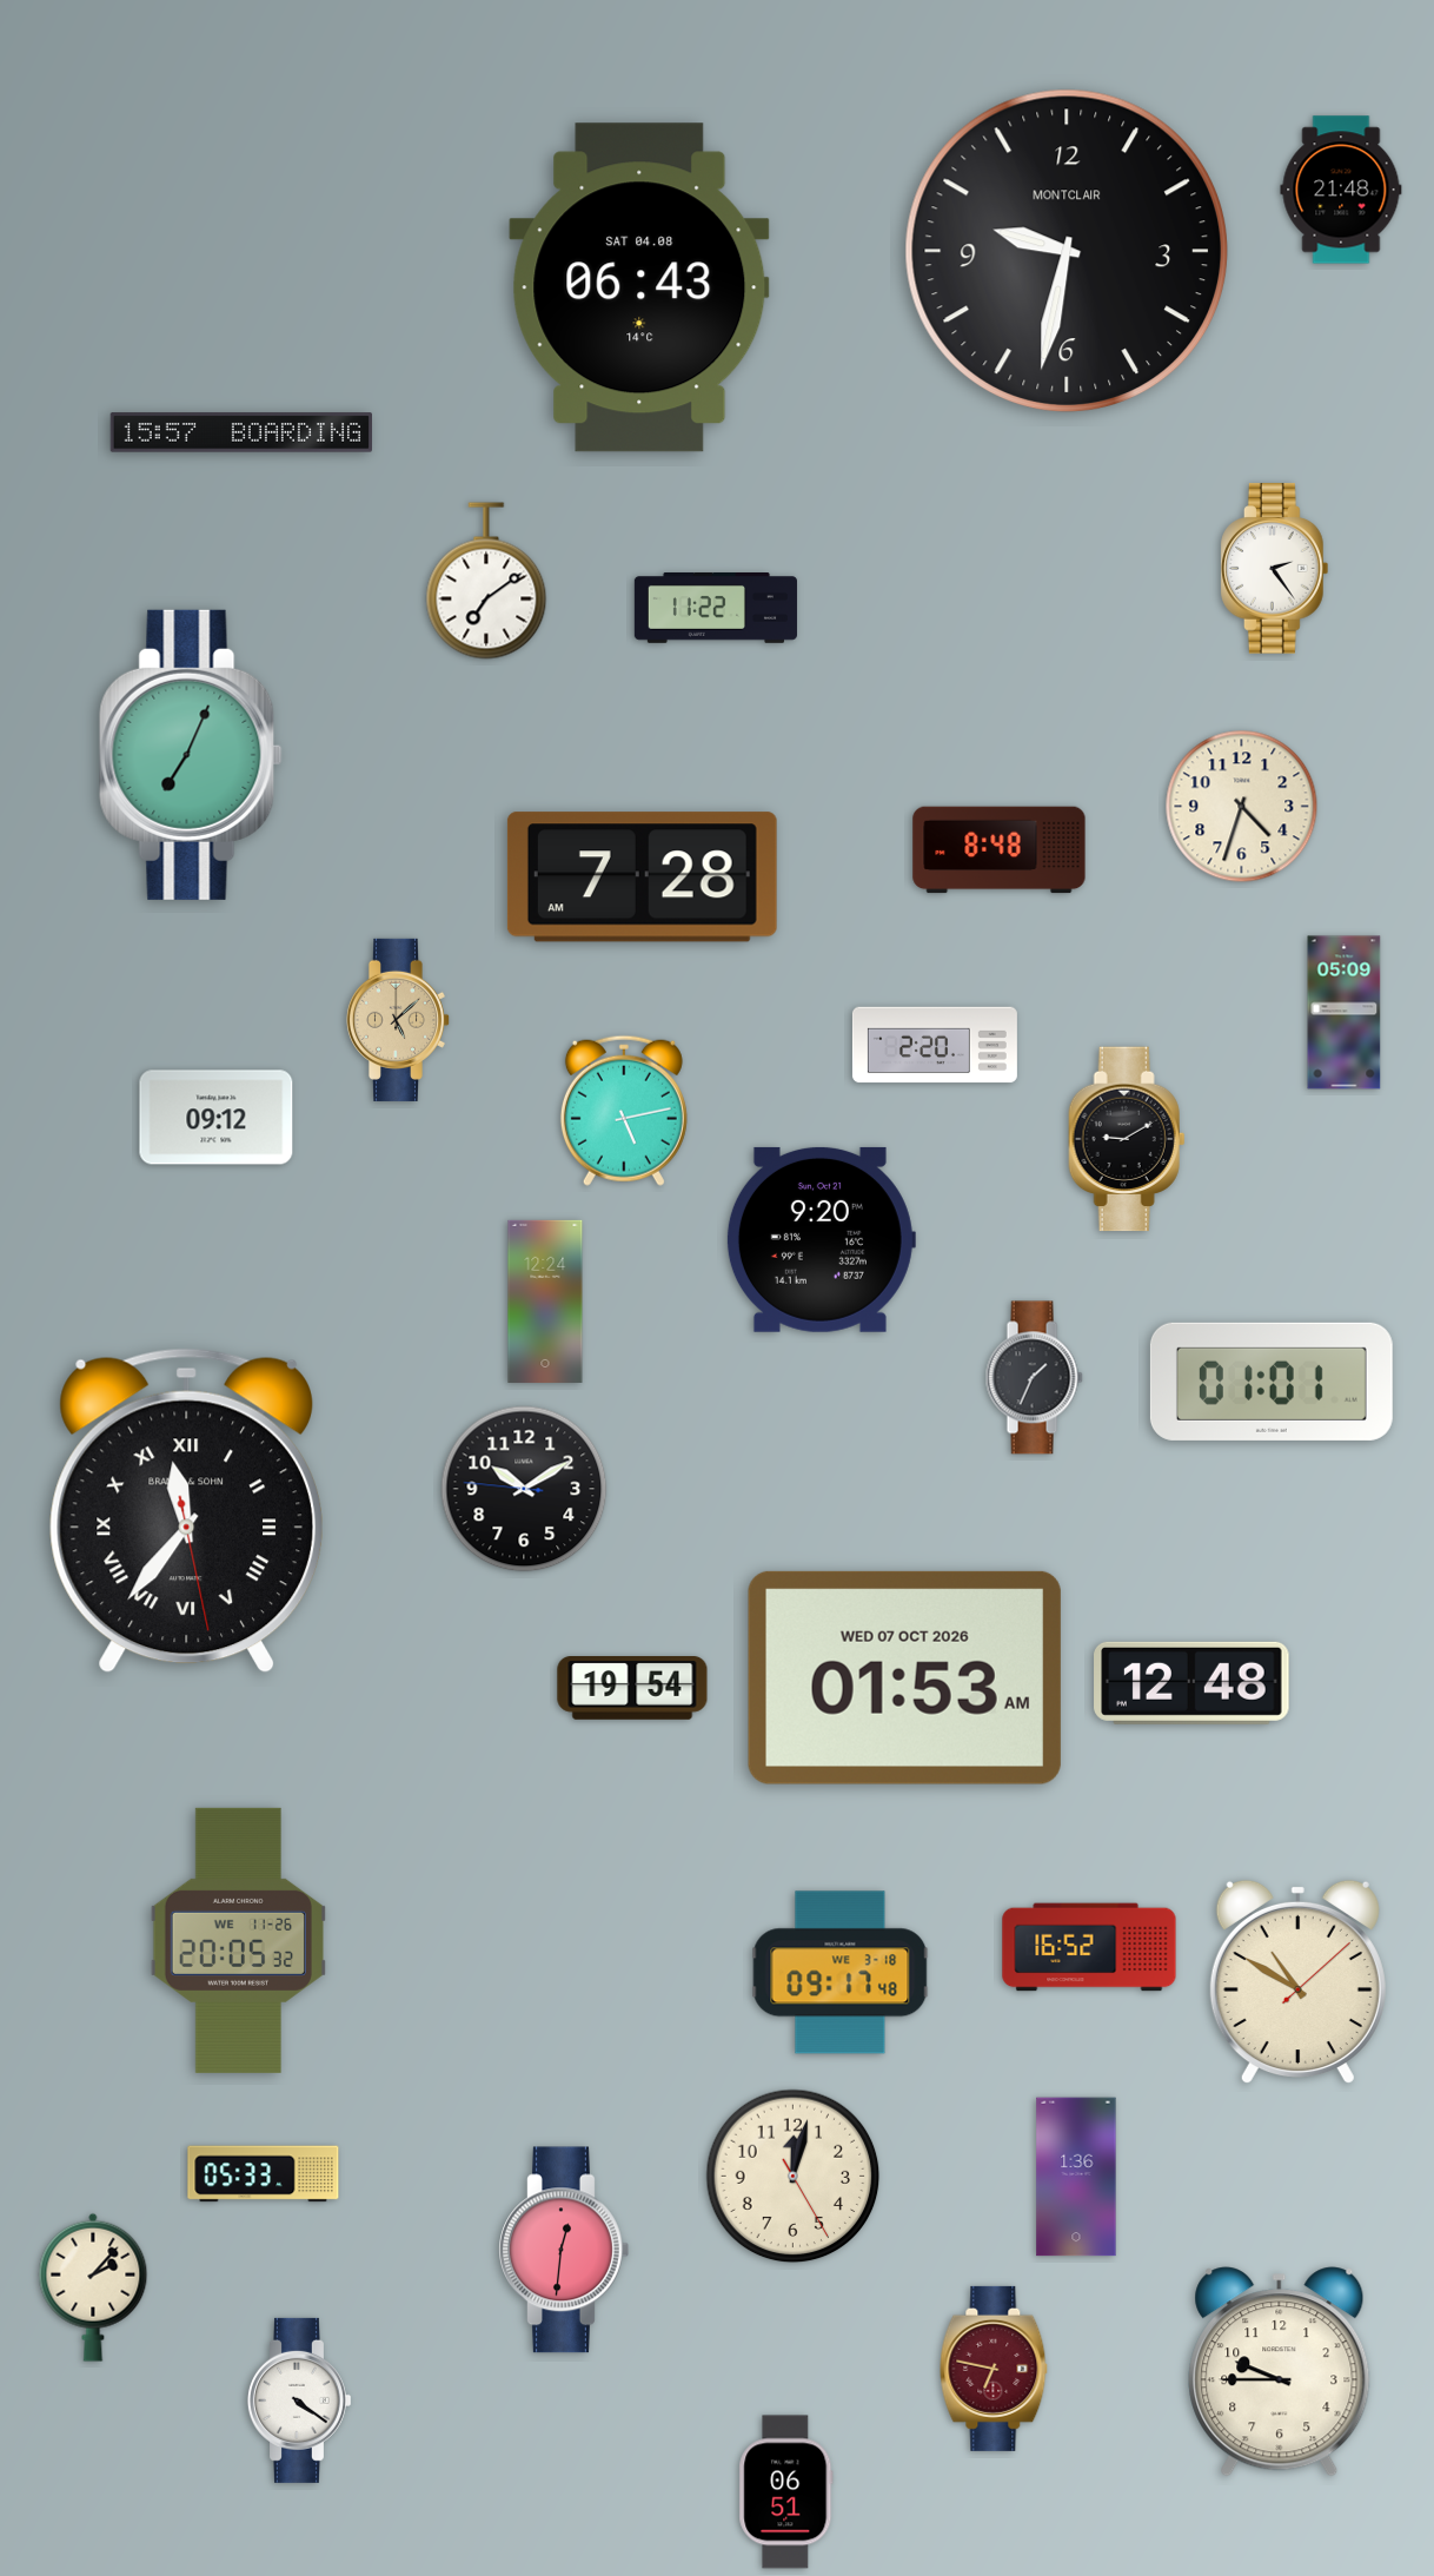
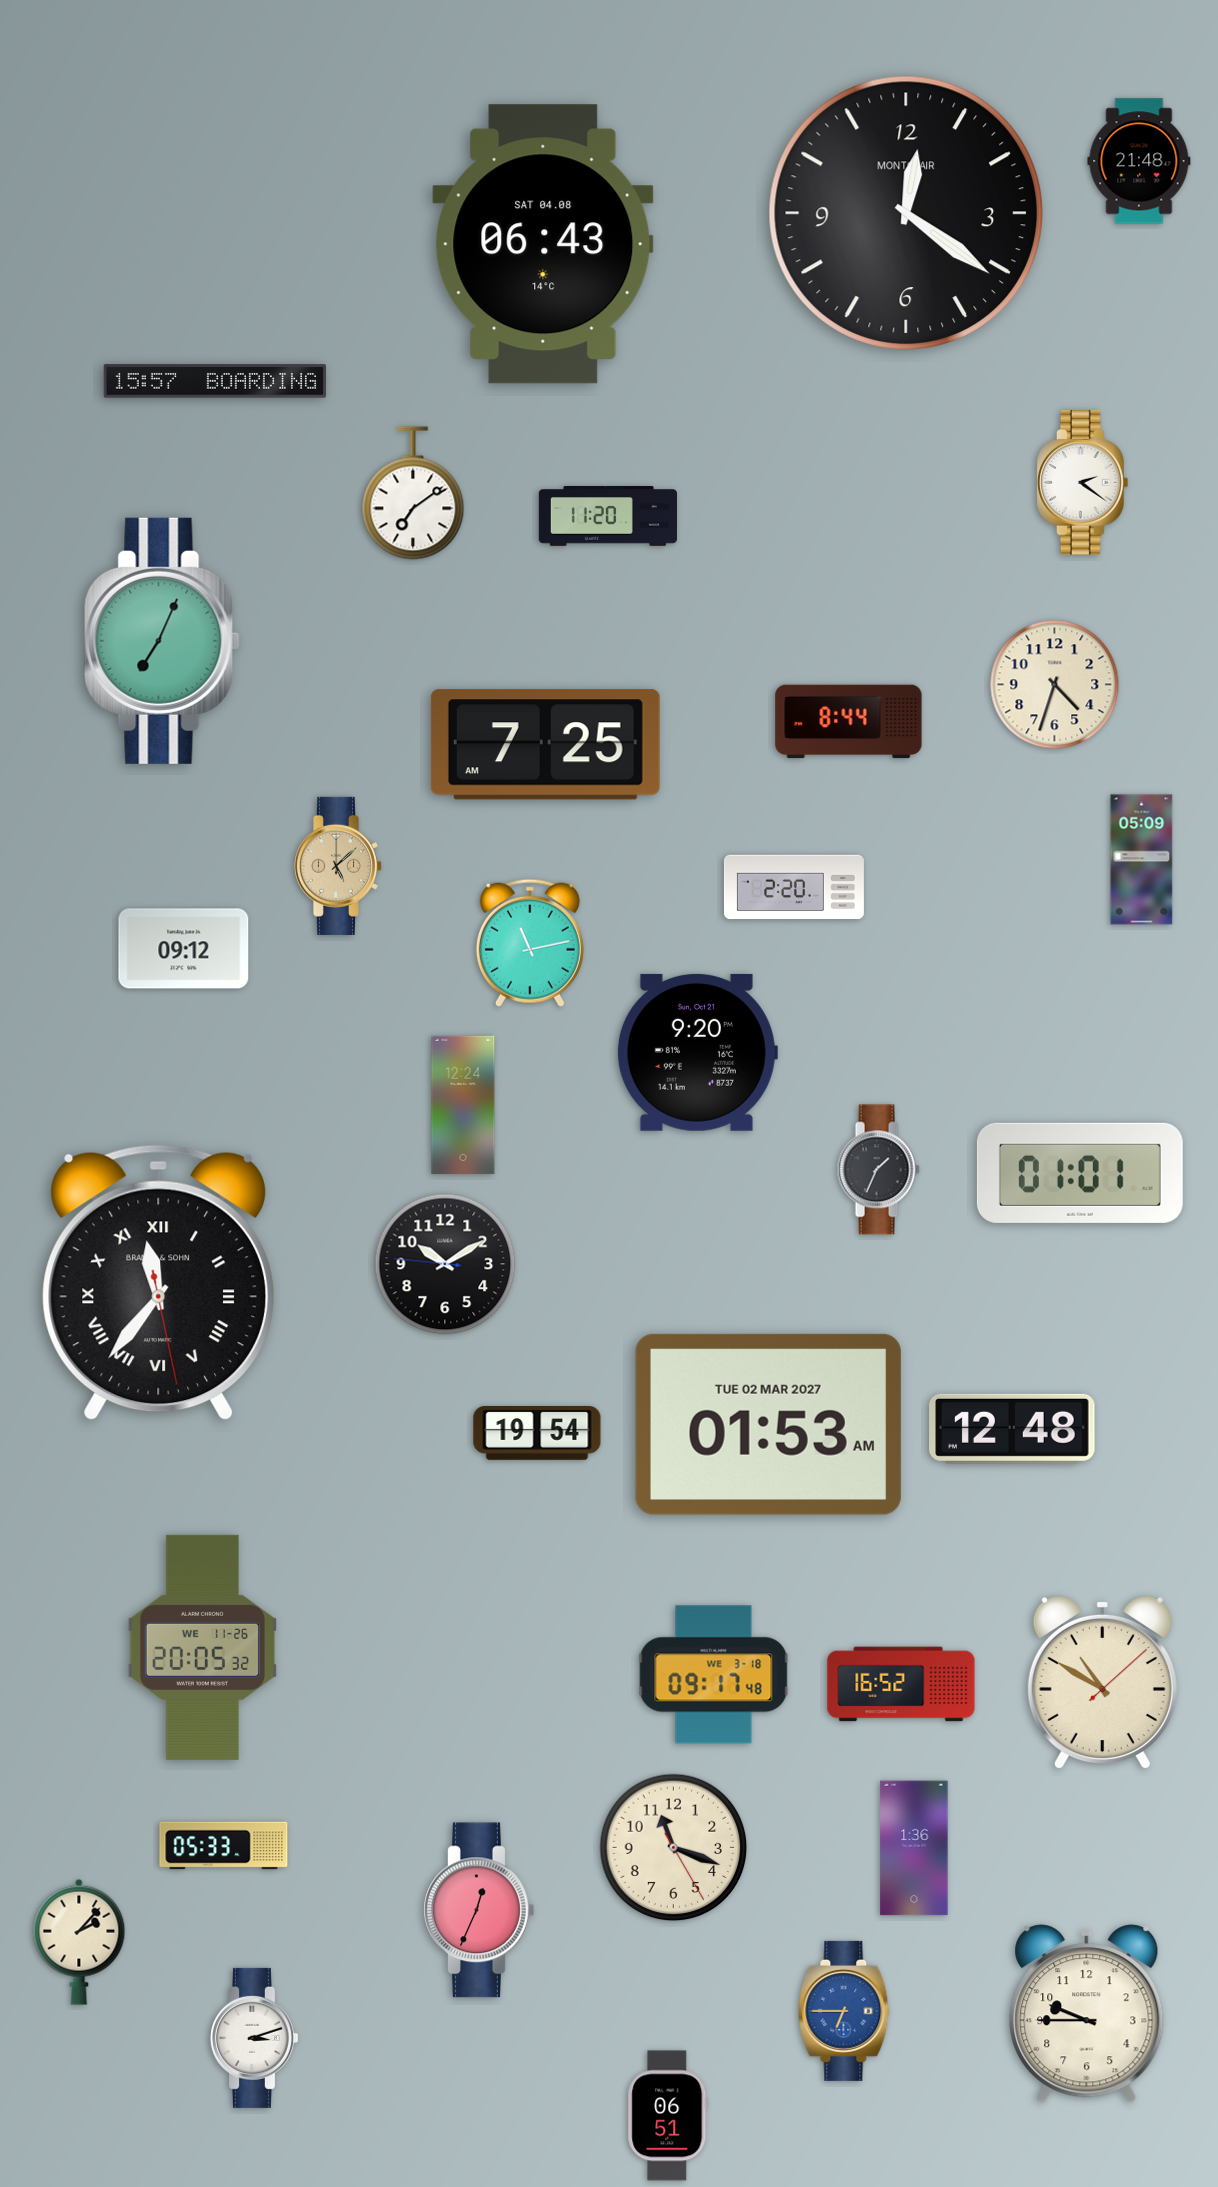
clock at (1065, 250): 9:32 -> 12:21
clock at (240, 432) position: (240, 432) -> (214, 381)
clock at (1275, 569): 2:24 -> 2:21
clock at (716, 609): 11:22 -> 11:20
clock at (1000, 850): 8:48 -> 8:44
clock at (642, 878): 7:28 -> 7:25
clock at (624, 1111): 5:13 -> 11:13
clock at (1127, 1139): 9:10 -> none
clock at (904, 1677) date: WED 07 OCT 2026 -> TUE 02 MAR 2027
clock at (1089, 1947) position: (1089, 1947) -> (901, 1684)
clock at (794, 2177): 12:02 -> 11:18
clock at (564, 2250): 12:31 -> 12:34
clock at (994, 2369): 6:47 -> 6:45
clock at (994, 2369) dial: burgundy -> blue
clock at (298, 2400): 4:21 -> 3:12
